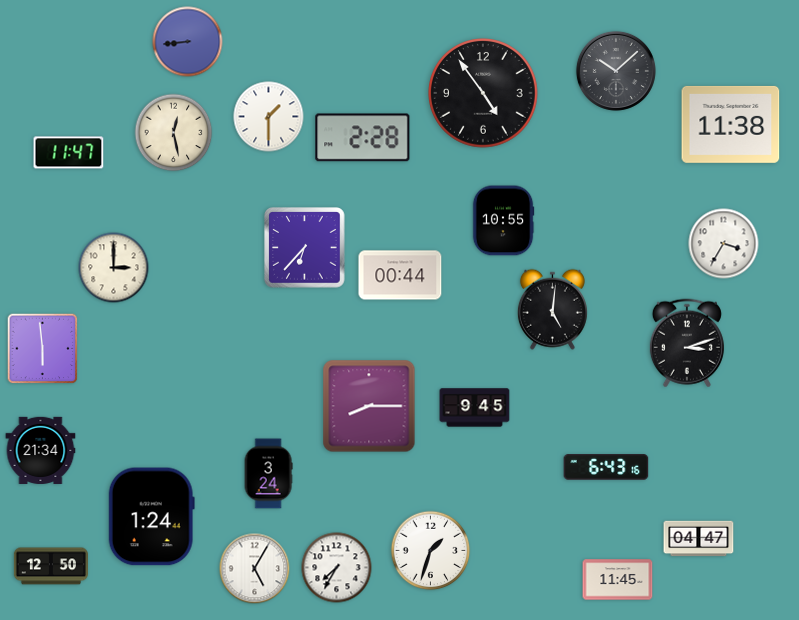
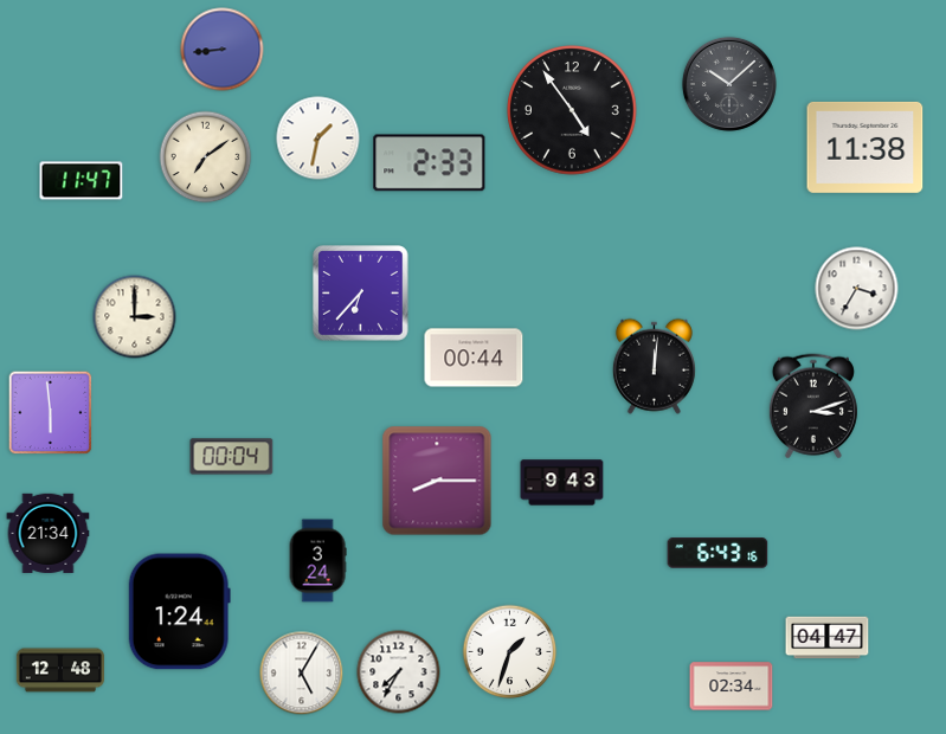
clock at (269, 117): 1:30 -> 1:32
clock at (174, 133): 12:28 -> 7:09
clock at (363, 138): 2:28 -> 2:33
clock at (503, 221): 10:55 -> none
clock at (400, 275) position: (400, 275) -> (474, 358)
clock at (552, 309): 5:01 -> 12:01
clock at (232, 457): none -> 00:04
clock at (475, 408): 9:45 -> 9:43
clock at (51, 566): 12:50 -> 12:48
clock at (618, 580): 11:45 -> 02:34
